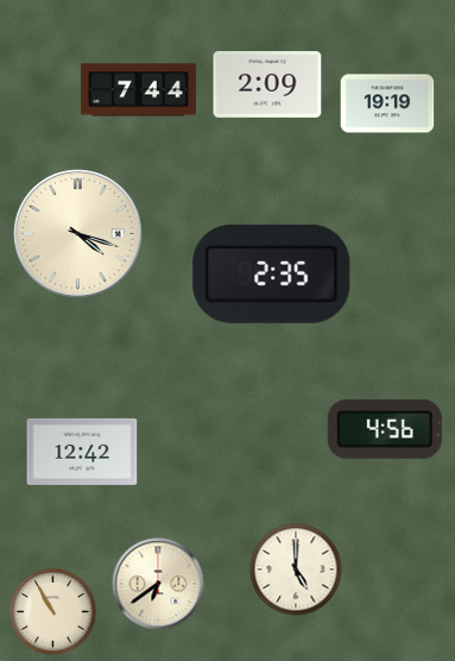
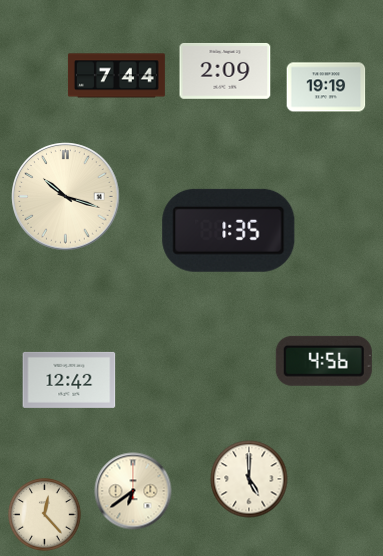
clock at (78, 234): 4:18 -> 10:18
clock at (272, 273): 2:35 -> 1:35
clock at (53, 612): 10:55 -> 12:23
